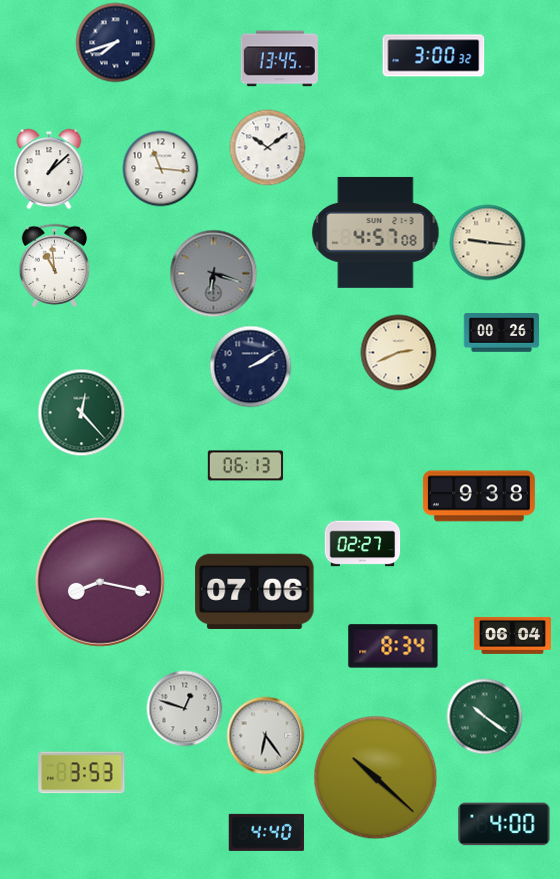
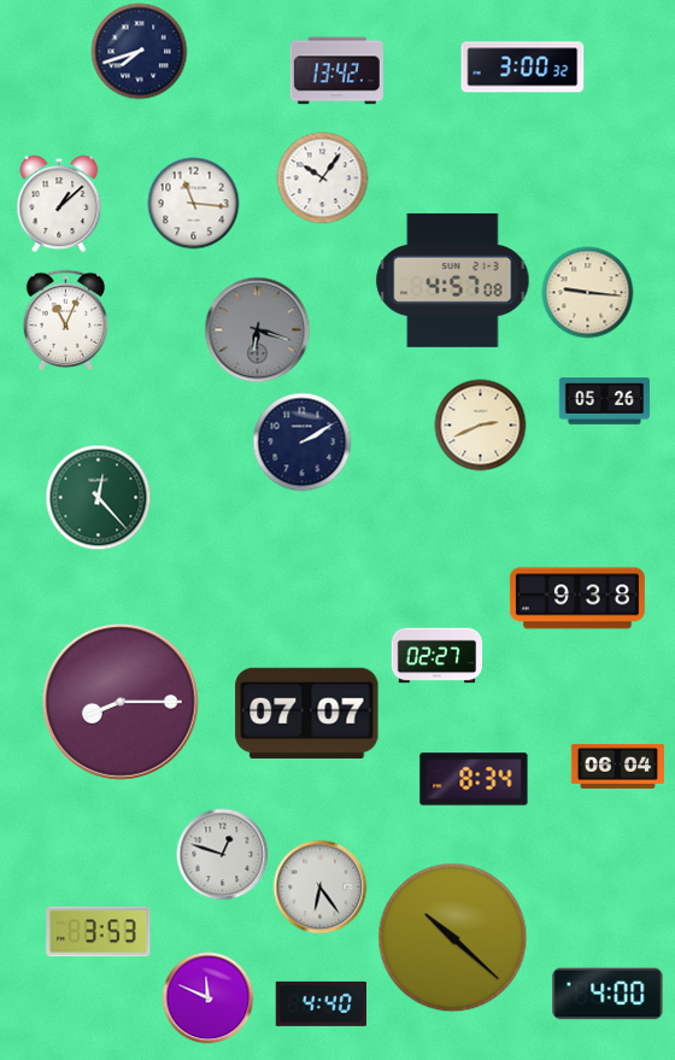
clock at (279, 59): 13:45 -> 13:42
clock at (268, 148): 10:09 -> 10:06
clock at (55, 265): 10:59 -> 11:04
clock at (502, 333): 00:26 -> 05:26
clock at (246, 466): 06:13 -> none
clock at (101, 583): 8:17 -> 8:15
clock at (255, 591): 07:06 -> 07:07
clock at (485, 717): 10:21 -> none
clock at (209, 998): none -> 11:49
